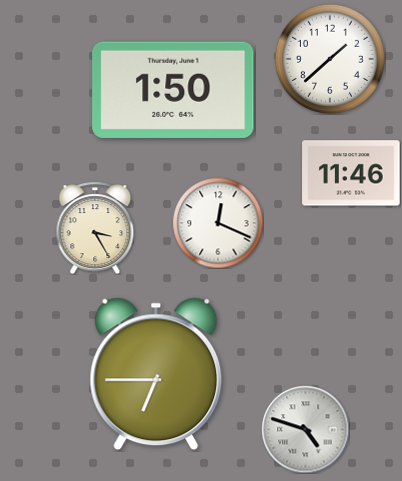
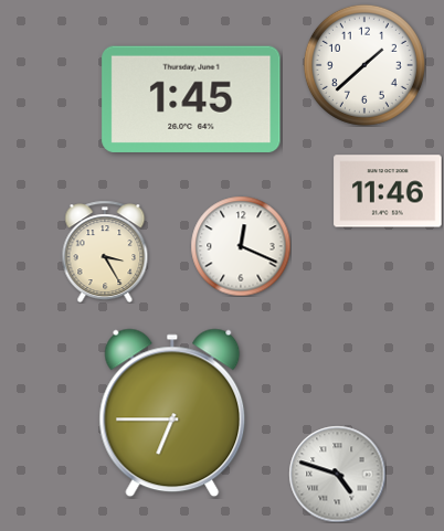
clock at (173, 90): 1:50 -> 1:45
